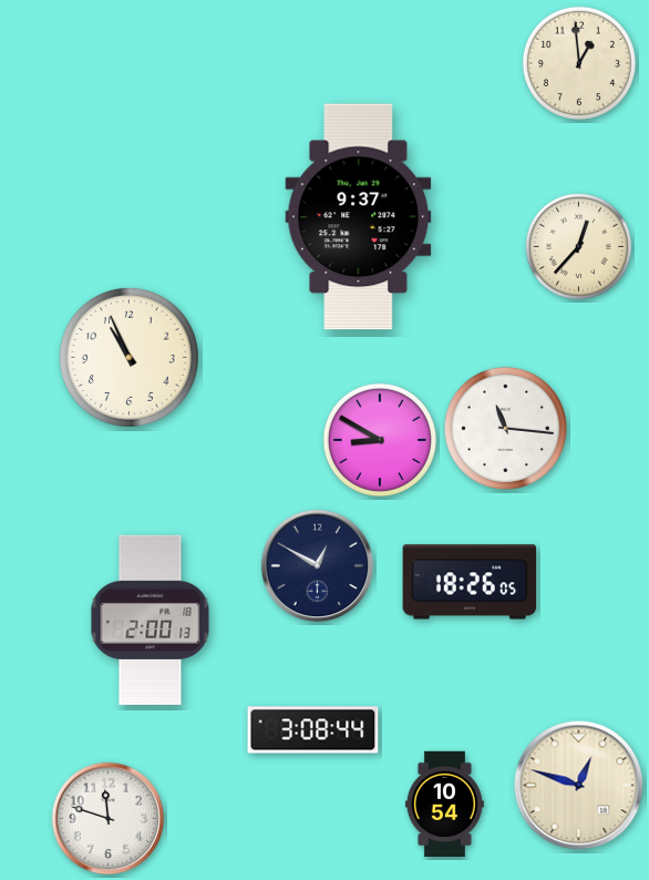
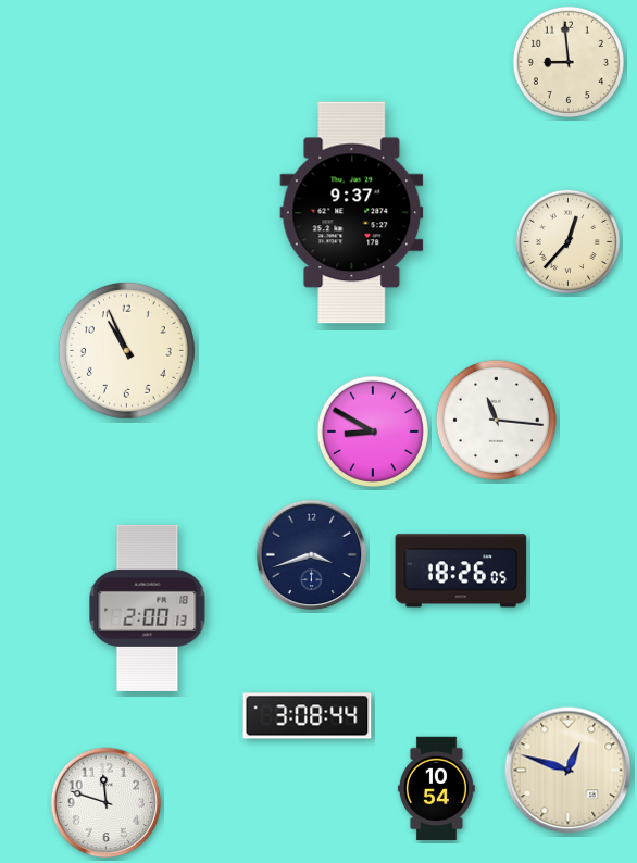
clock at (579, 63): 12:59 -> 8:59
clock at (318, 566): 12:50 -> 3:42
